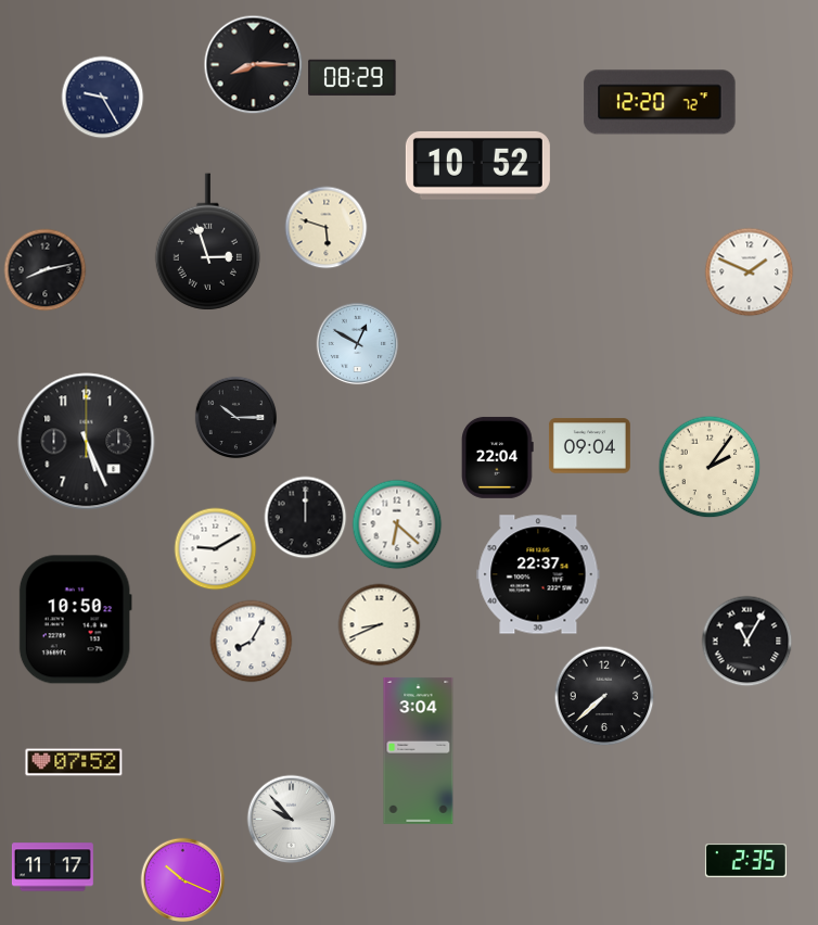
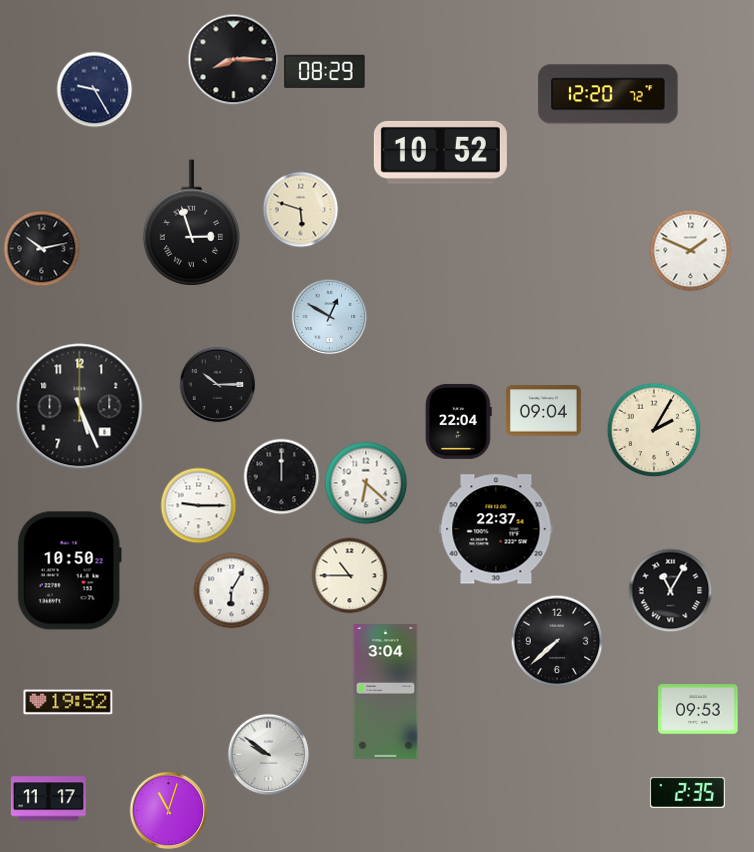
clock at (46, 270): 8:13 -> 10:13
clock at (710, 467): 2:06 -> 2:05
clock at (216, 549): 9:10 -> 9:15
clock at (380, 625): 8:41 -> 10:45
clock at (252, 642): 8:05 -> 6:05
clock at (747, 642) position: (747, 642) -> (671, 591)
clock at (74, 762): 07:52 -> 19:52
clock at (698, 709): none -> 09:53
clock at (292, 820): 9:53 -> 9:51
clock at (183, 880): 10:19 -> 11:03
